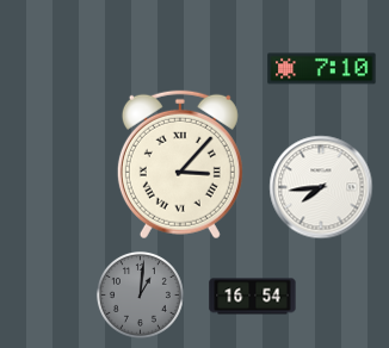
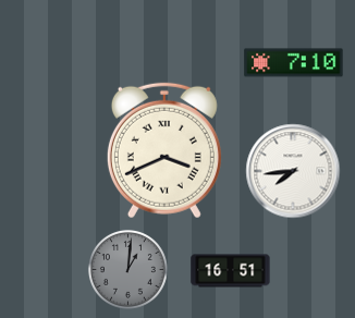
clock at (180, 164): 3:07 -> 3:41
clock at (253, 297): 16:54 -> 16:51
